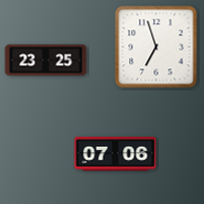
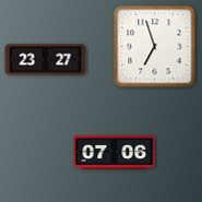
clock at (46, 61): 23:25 -> 23:27
